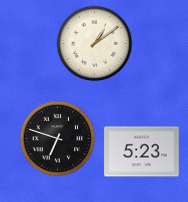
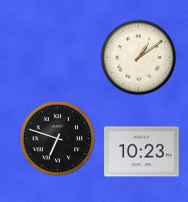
clock at (95, 44) position: (95, 44) -> (139, 58)
clock at (142, 152): 5:23 -> 10:23
